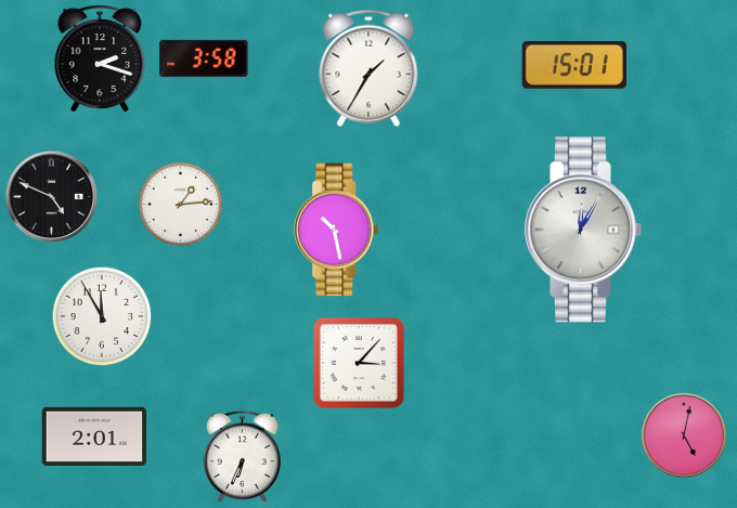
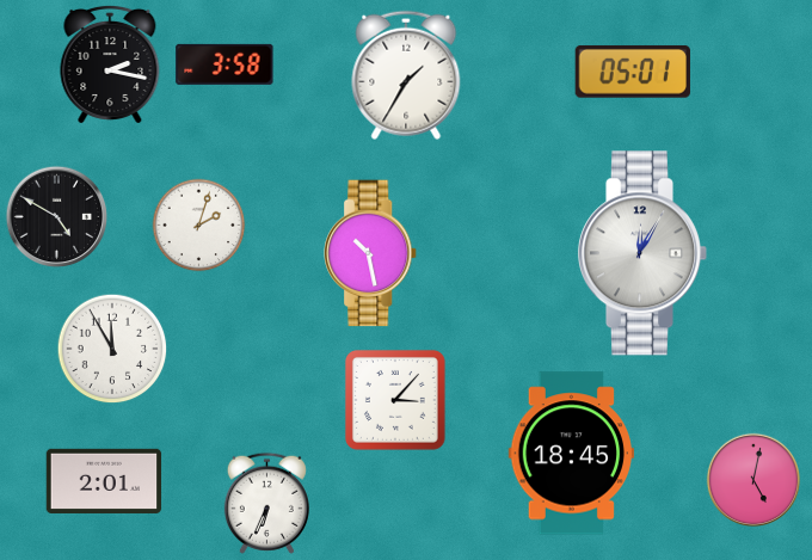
clock at (100, 58): 2:18 -> 2:17
clock at (574, 65): 15:01 -> 05:01
clock at (52, 197): 4:49 -> 4:50
clock at (181, 205): 1:14 -> 2:03
clock at (571, 454): none -> 18:45
